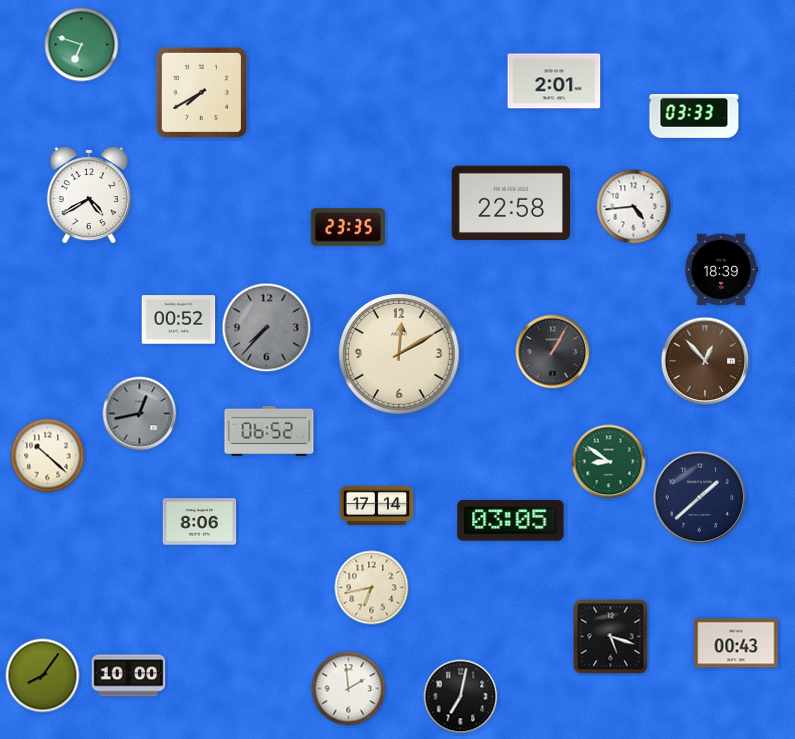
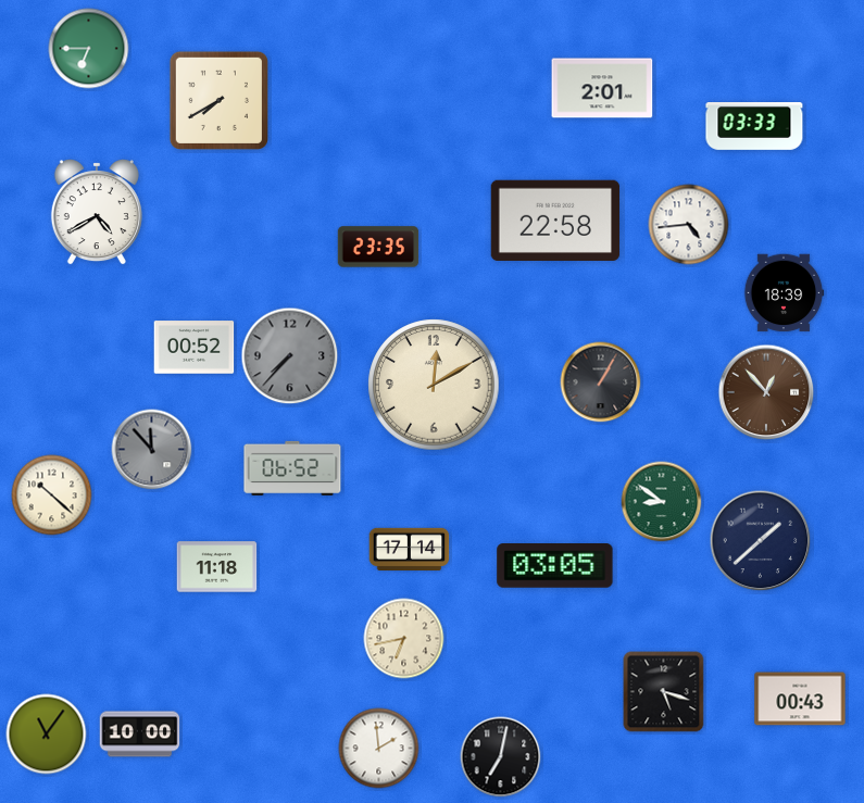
clock at (82, 45): 6:48 -> 6:45
clock at (140, 414): 12:43 -> 11:53
clock at (200, 522): 8:06 -> 11:18
clock at (43, 676): 8:06 -> 11:06
